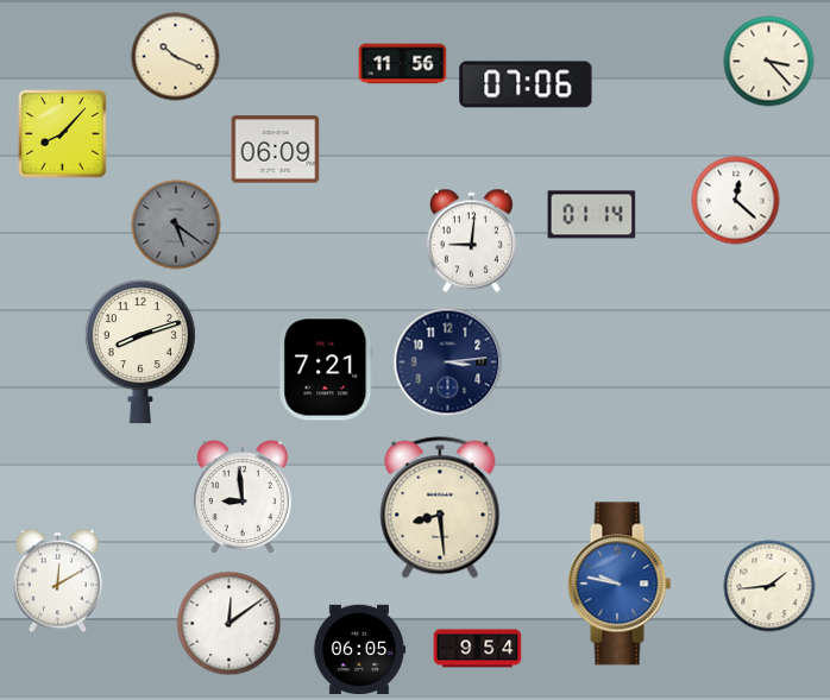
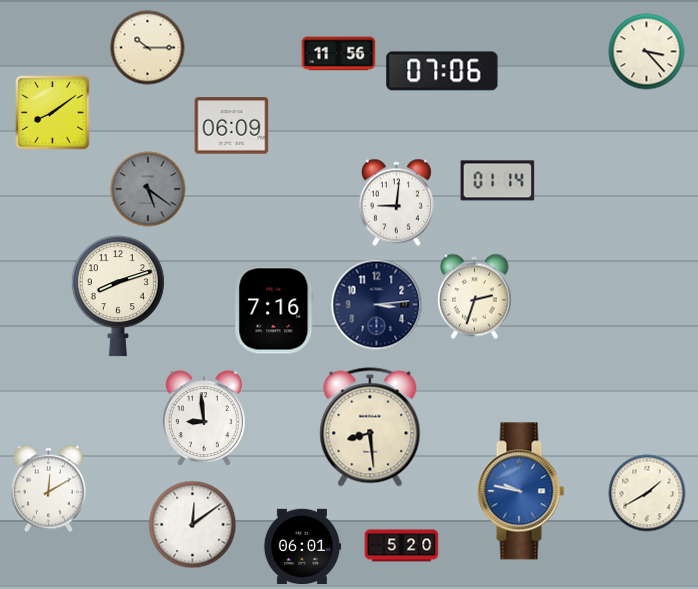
clock at (176, 57): 10:19 -> 10:15
clock at (63, 134): 8:07 -> 8:09
clock at (736, 201): 12:22 -> none
clock at (474, 297): none -> 2:33
clock at (326, 367): 7:21 -> 7:16
clock at (769, 586): 1:44 -> 1:40
clock at (359, 649): 06:05 -> 06:01
clock at (478, 649): 9:54 -> 5:20
